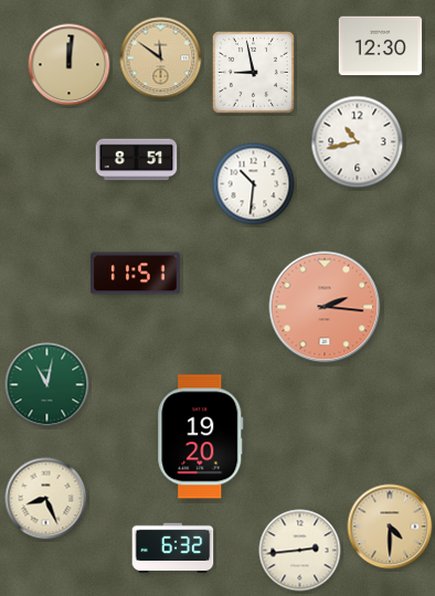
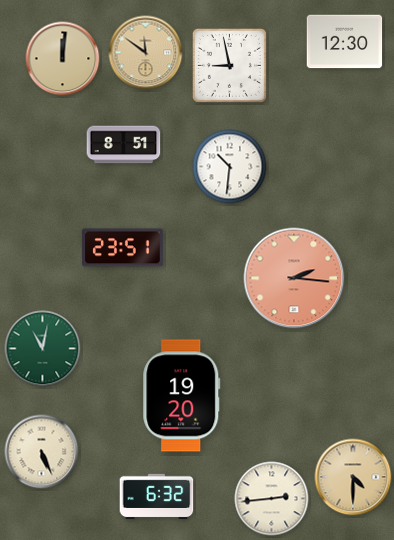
clock at (358, 142): 10:43 -> none
clock at (136, 274): 11:51 -> 23:51
clock at (46, 499): 8:26 -> 5:26
